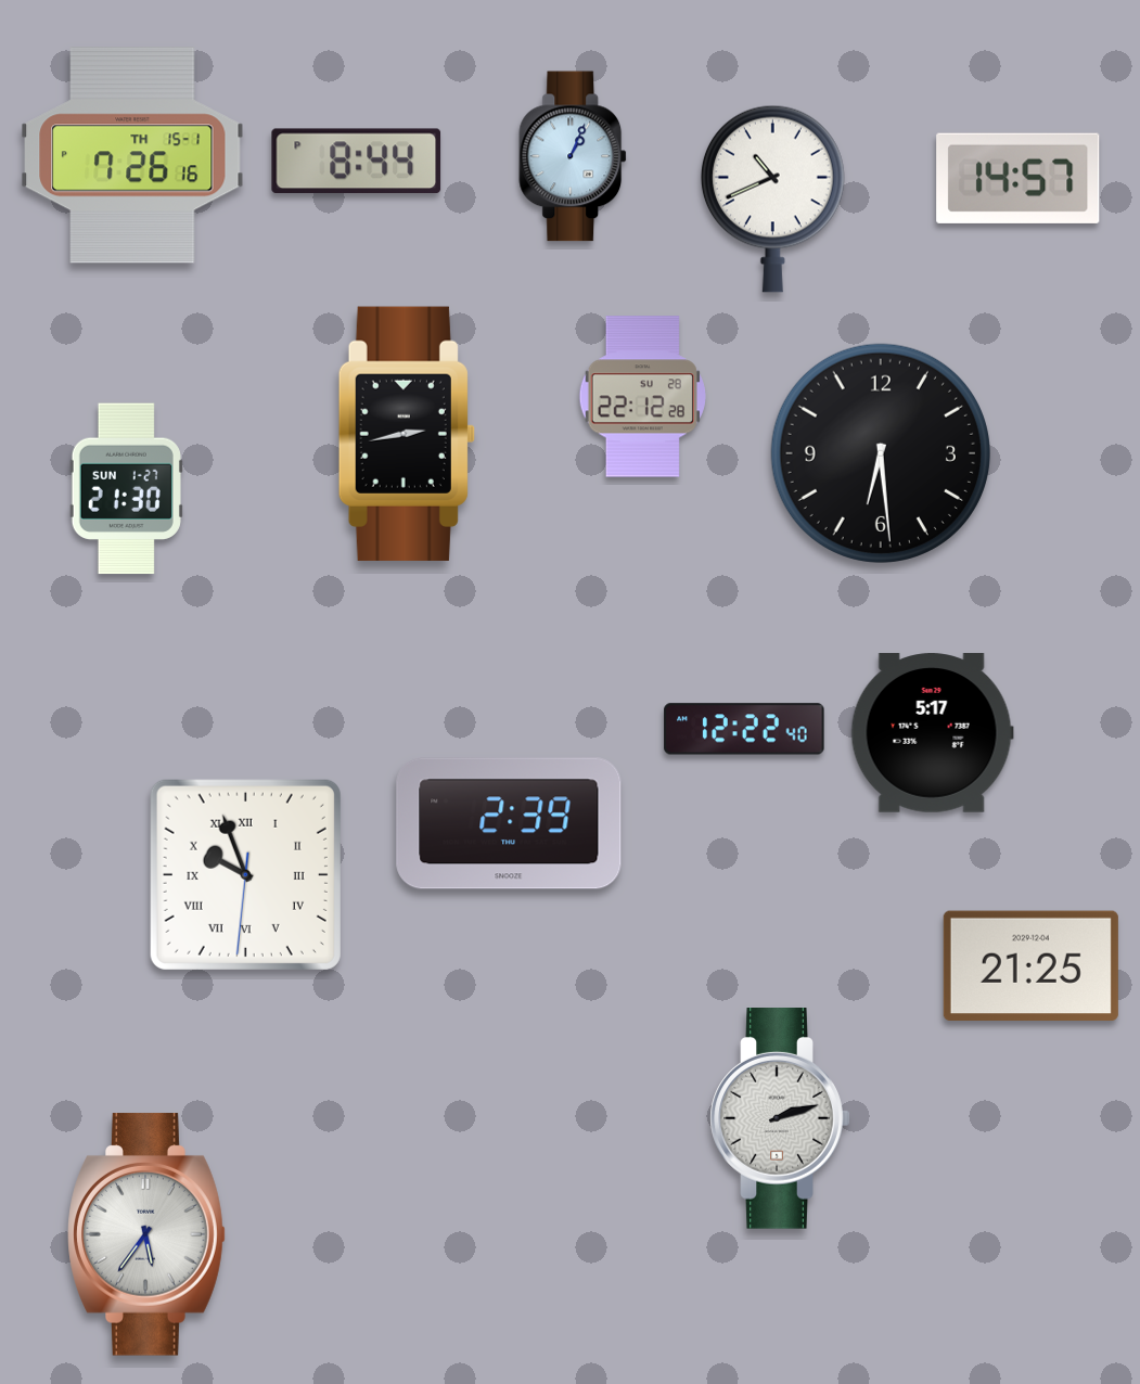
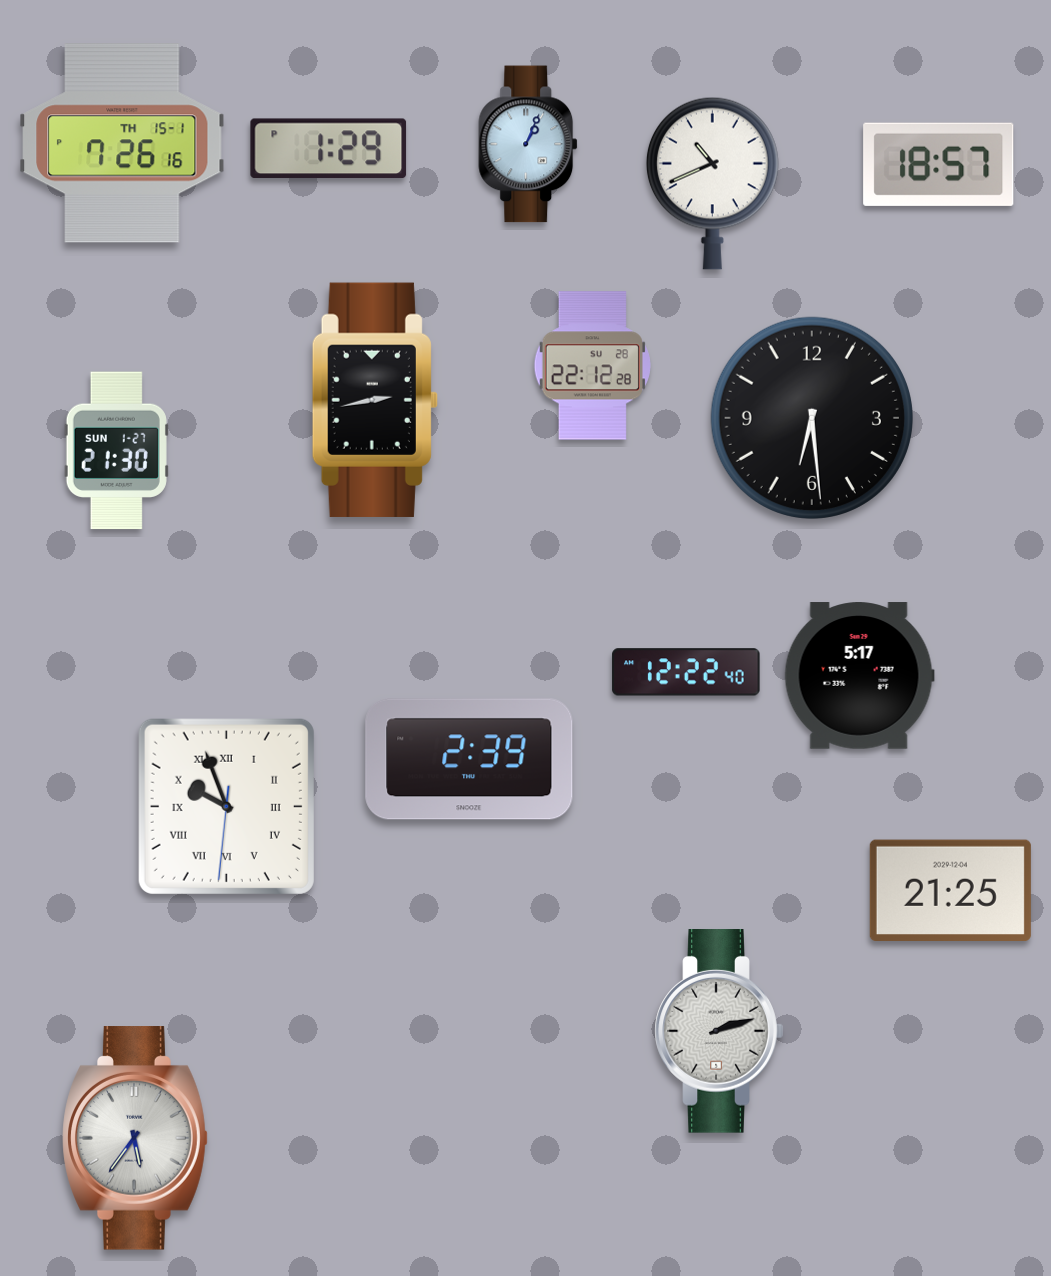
clock at (357, 161): 8:44 -> 1:29
clock at (1019, 178): 14:57 -> 18:57
